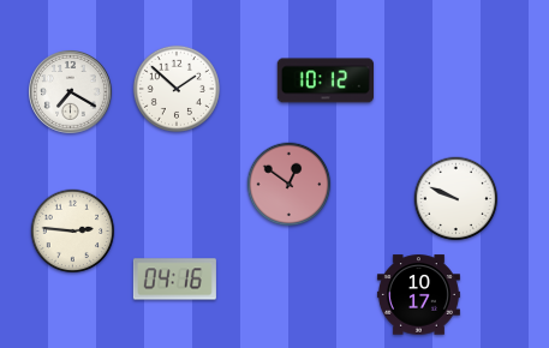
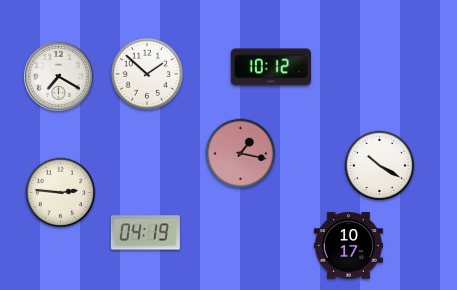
clock at (290, 185): 12:51 -> 1:17
clock at (456, 199): 9:49 -> 10:20
clock at (174, 280): 04:16 -> 04:19
